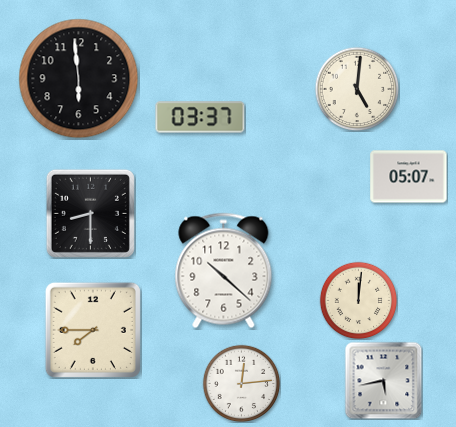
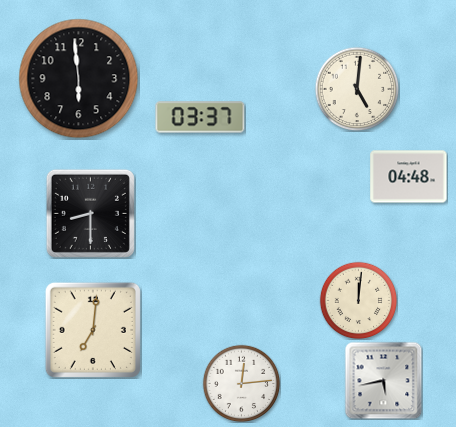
clock at (409, 177): 05:07 -> 04:48
clock at (224, 271): 10:22 -> none
clock at (93, 330): 7:45 -> 7:01
